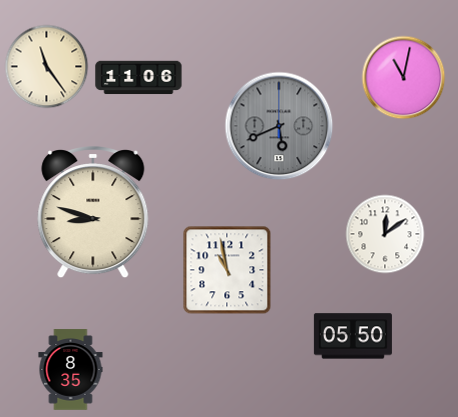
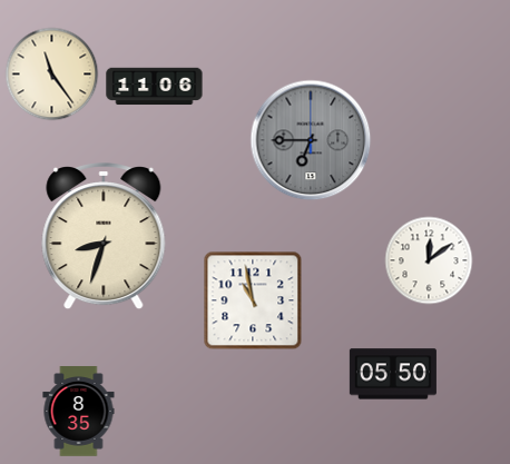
clock at (404, 78): 11:02 -> none
clock at (279, 126): 5:41 -> 6:45
clock at (93, 213): 8:48 -> 8:33
